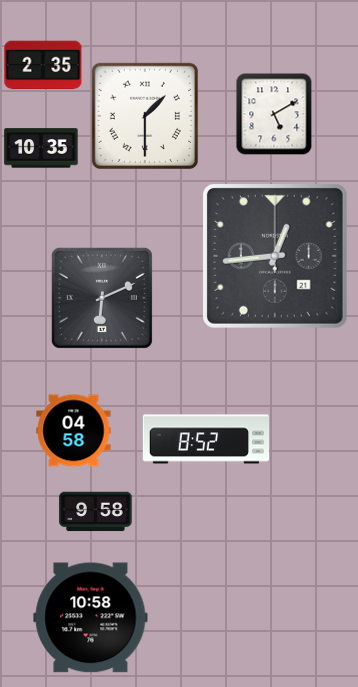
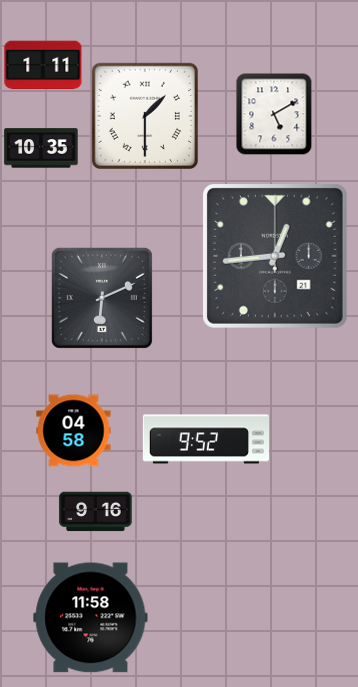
clock at (43, 65): 2:35 -> 1:11
clock at (205, 439): 8:52 -> 9:52
clock at (96, 512): 9:58 -> 9:16
clock at (91, 618): 10:58 -> 11:58
